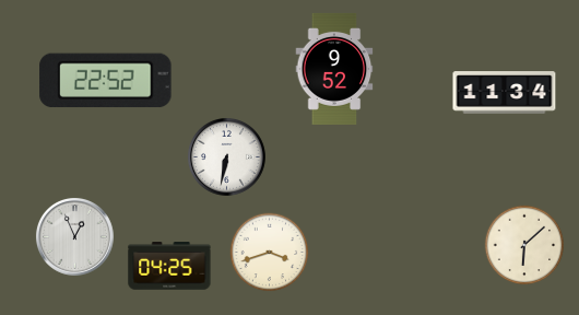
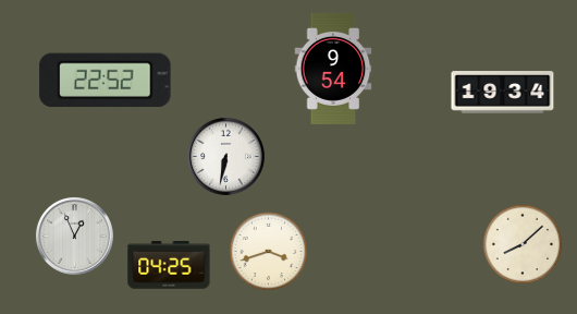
clock at (334, 69): 9:52 -> 9:54
clock at (505, 93): 11:34 -> 19:34
clock at (524, 245): 6:08 -> 8:08
